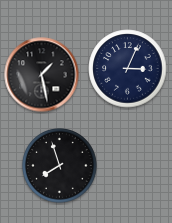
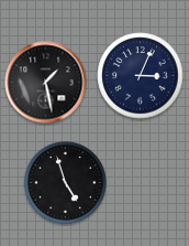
clock at (60, 166): 7:57 -> 4:57
